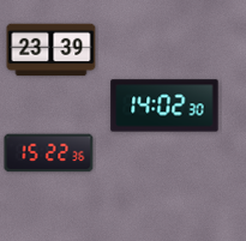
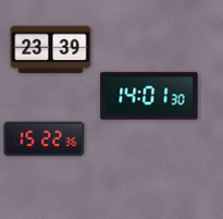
clock at (52, 50) position: (52, 50) -> (51, 50)
clock at (164, 106): 14:02 -> 14:01
